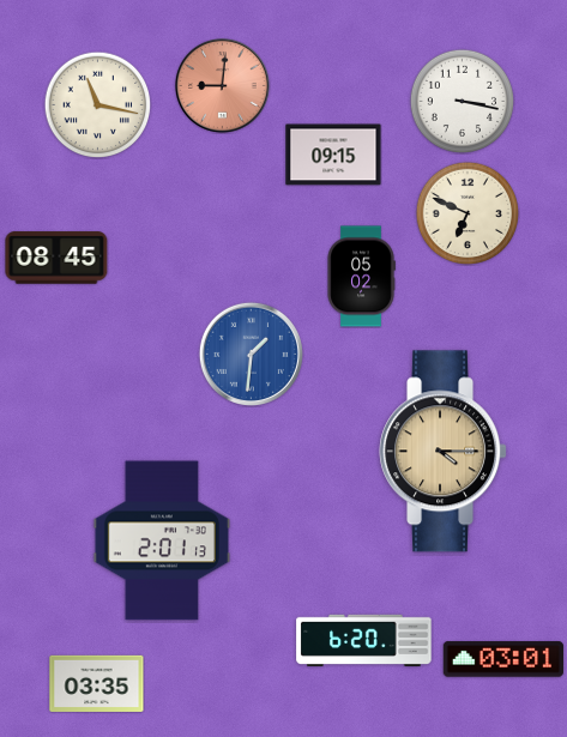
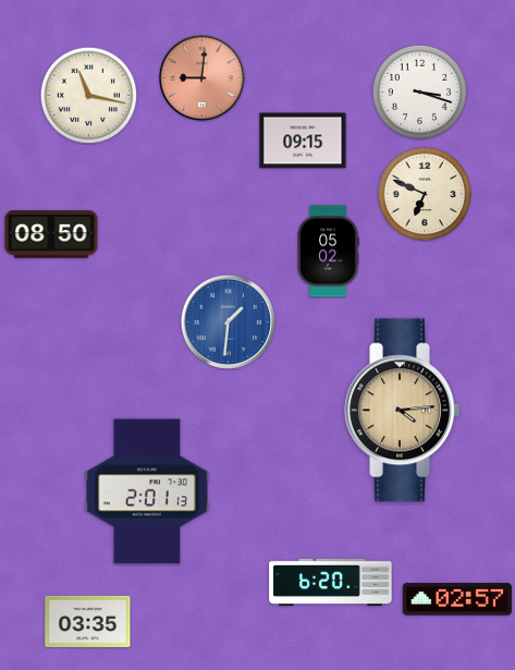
clock at (462, 101): 3:17 -> 3:18
clock at (56, 258): 08:45 -> 08:50
clock at (444, 452): 4:15 -> 4:14
clock at (503, 659): 03:01 -> 02:57
